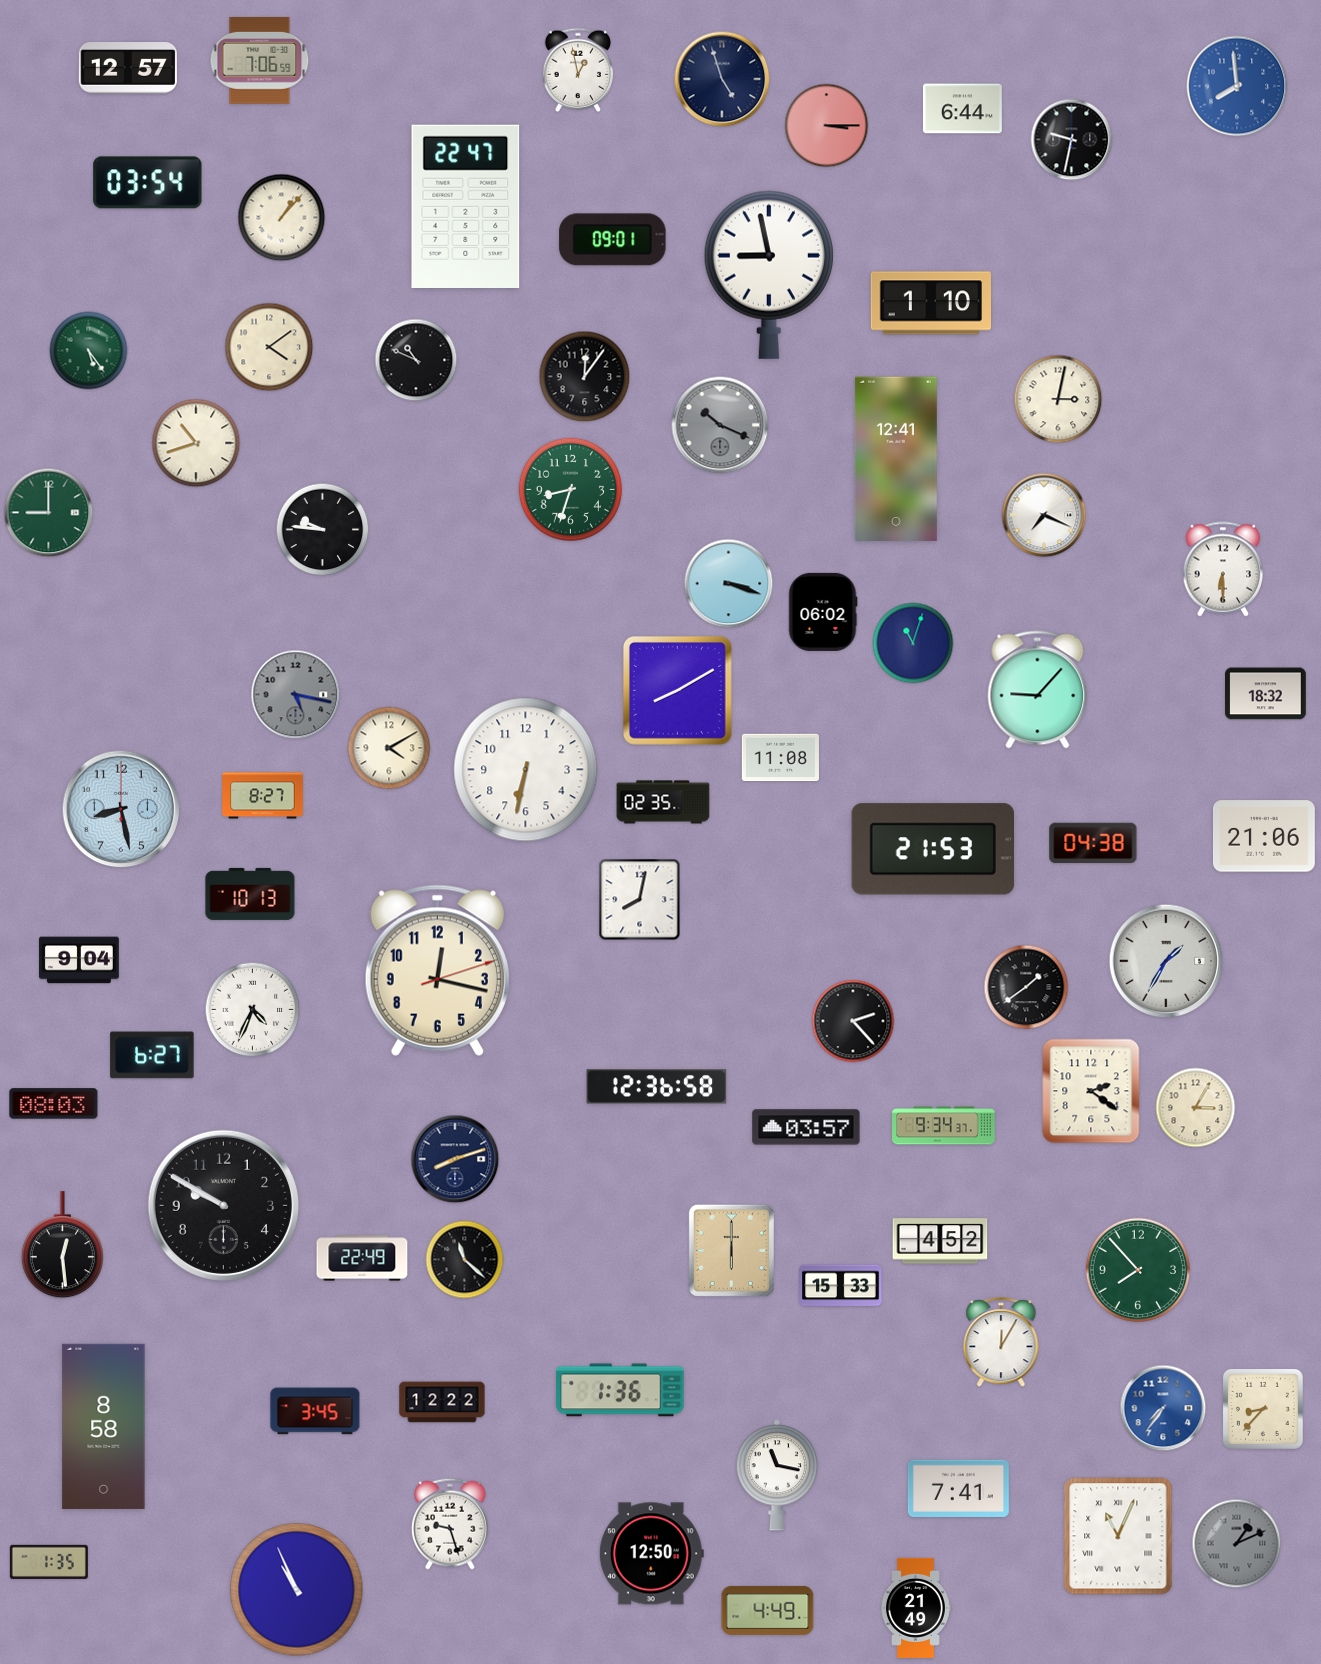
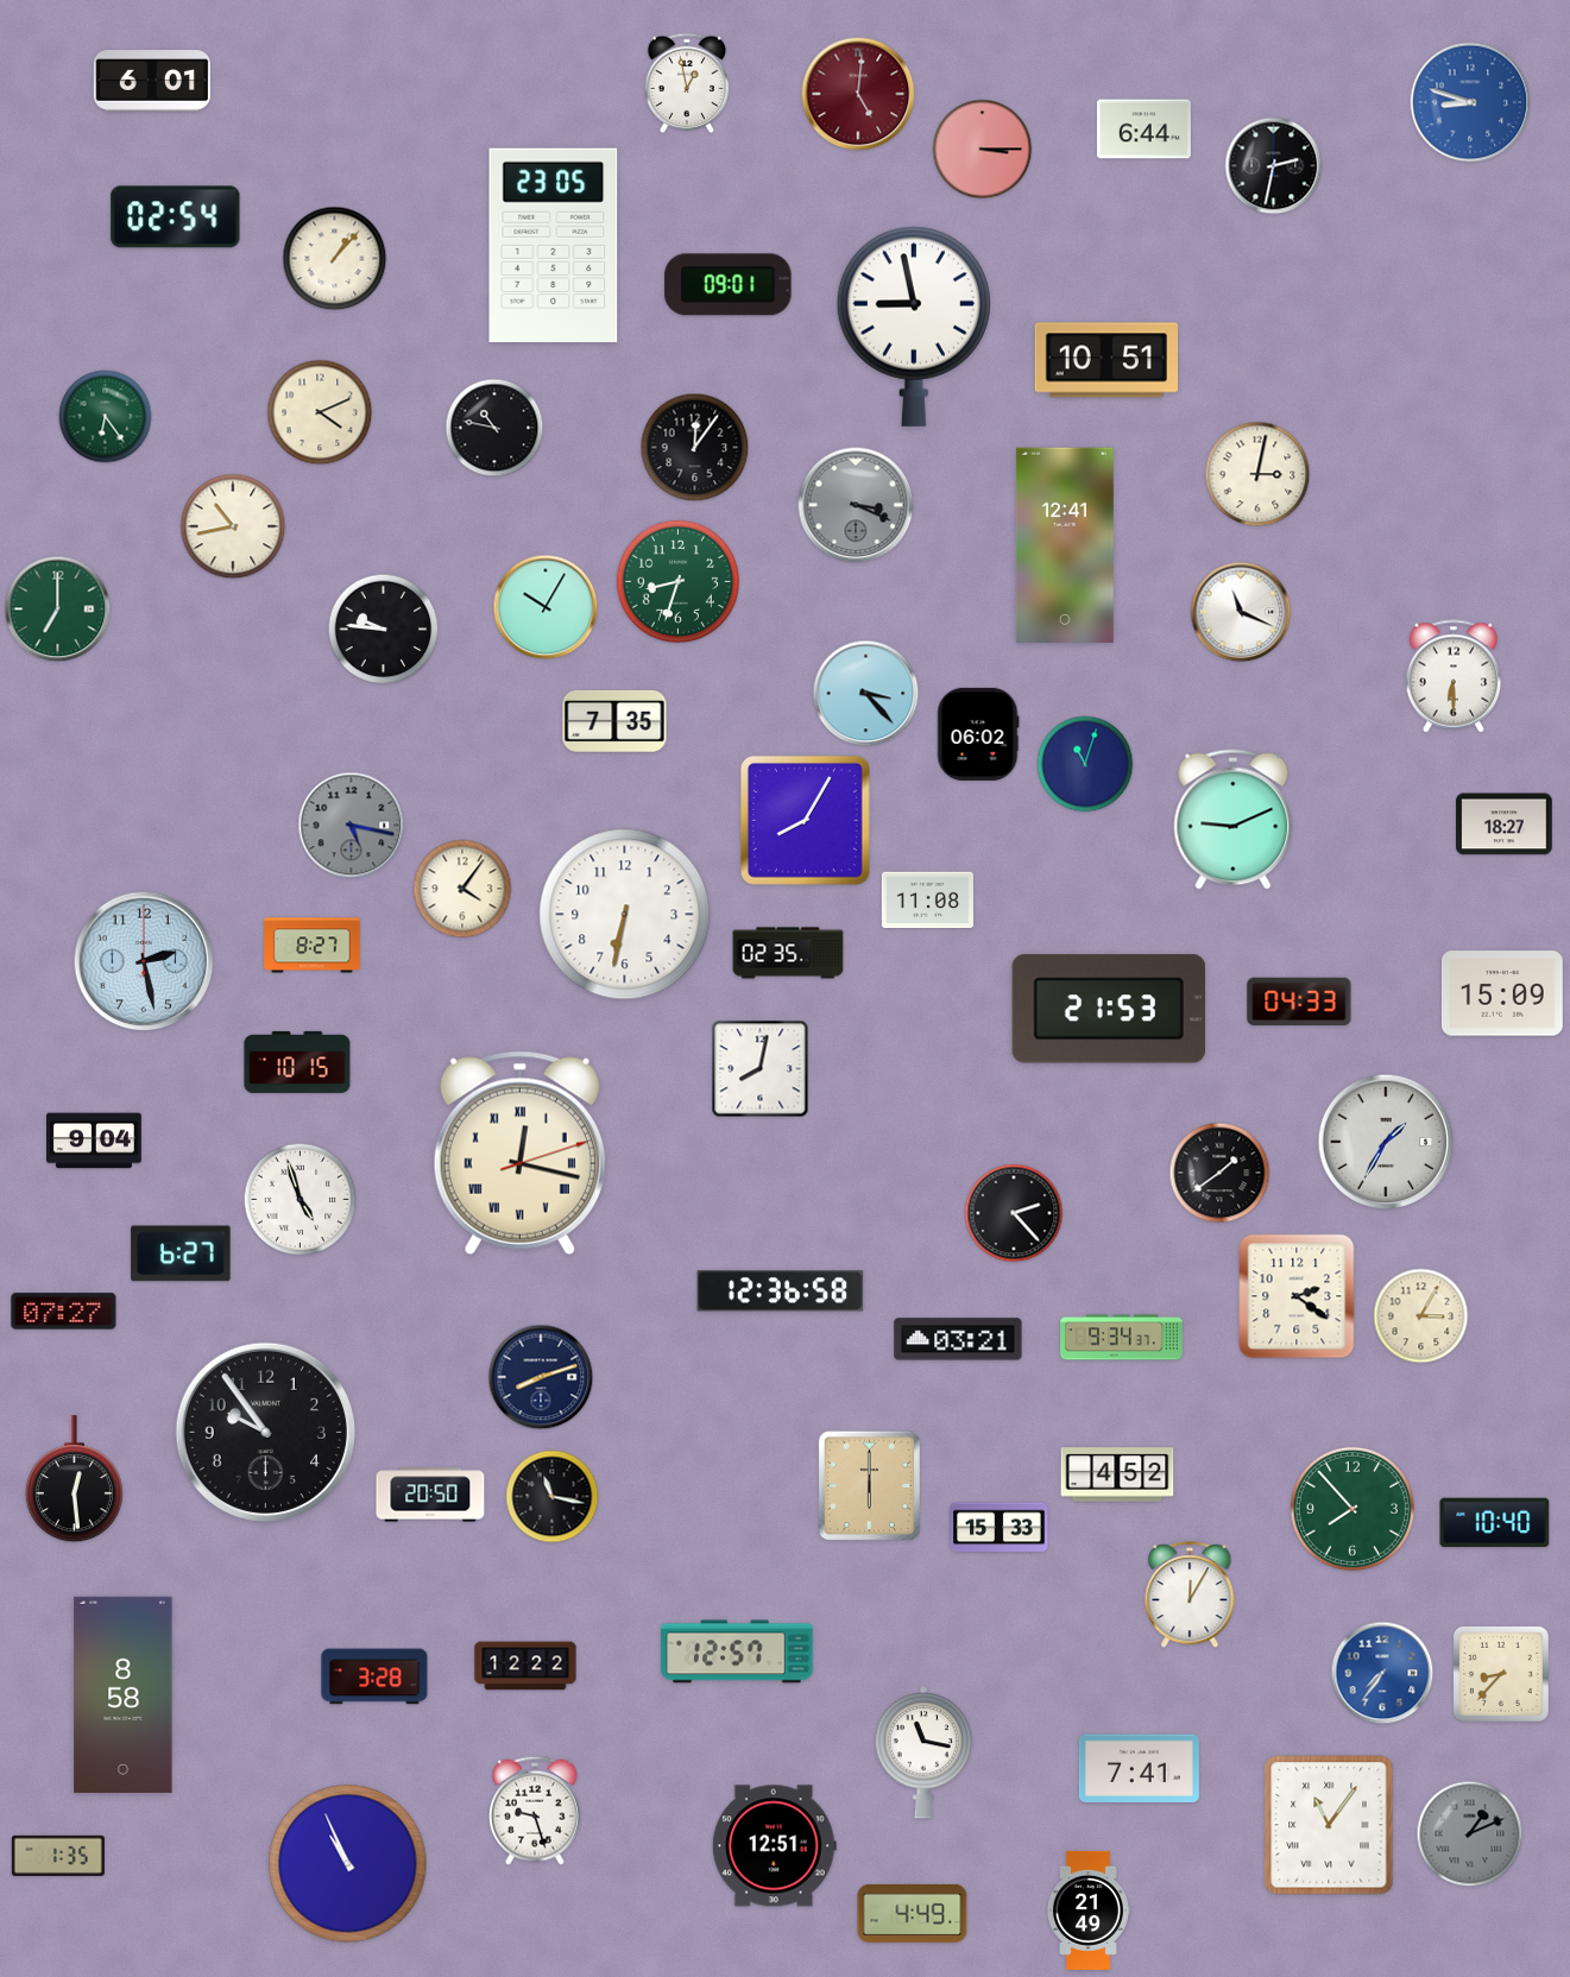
clock at (260, 60): 7:06 -> none
clock at (128, 68): 12:57 -> 6:01
clock at (722, 79): 4:57 -> 5:01
clock at (722, 79) dial: navy -> burgundy
clock at (1237, 86): 7:59 -> 8:48
clock at (1072, 140): 9:32 -> 2:32
clock at (148, 183): 03:54 -> 02:54
clock at (466, 206): 22:47 -> 23:05
clock at (930, 303): 1:10 -> 10:51
clock at (269, 347): 4:09 -> 4:11
clock at (89, 351): 5:24 -> 6:24
clock at (416, 360): 10:49 -> 10:47
clock at (720, 425): 10:19 -> 3:19
clock at (196, 443): 10:42 -> 10:43
clock at (546, 607): none -> 10:05
clock at (49, 513): 9:00 -> 7:00
clock at (1044, 515): 7:19 -> 11:19
clock at (729, 584): 3:18 -> 3:23
clock at (614, 721): none -> 7:35
clock at (823, 612) position: (823, 612) -> (978, 734)
clock at (677, 690): 8:10 -> 8:05
clock at (1038, 690): 9:07 -> 9:11
clock at (1266, 694): 18:32 -> 18:27
clock at (389, 748): 4:10 -> 4:06
clock at (121, 809): 8:28 -> 2:28
clock at (1264, 836): 21:06 -> 15:09
clock at (1093, 843): 04:38 -> 04:33
clock at (250, 894): 10:13 -> 10:15
clock at (437, 970) numerals: Arabic -> Roman
clock at (253, 1010): 4:34 -> 4:57
clock at (54, 1104): 08:03 -> 07:27
clock at (806, 1127): 03:57 -> 03:21
clock at (223, 1205): 9:50 -> 9:54
clock at (362, 1258): 22:49 -> 20:50
clock at (465, 1260): 11:22 -> 11:17
clock at (1495, 1523): none -> 10:40
clock at (620, 1390): 1:36 -> 12:57
clock at (315, 1411): 3:45 -> 3:28
clock at (1118, 1536): 11:04 -> 11:06
clock at (651, 1554): 12:50 -> 12:51
clock at (297, 1590) position: (297, 1590) -> (348, 1864)
